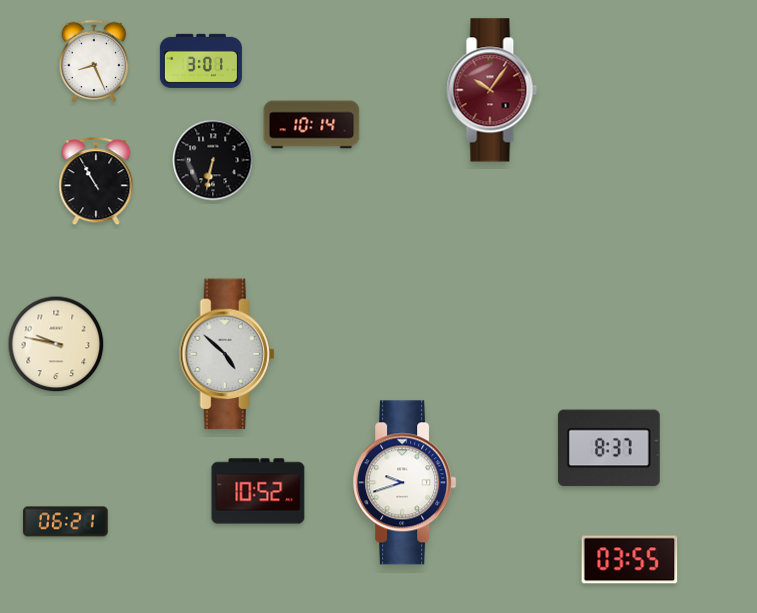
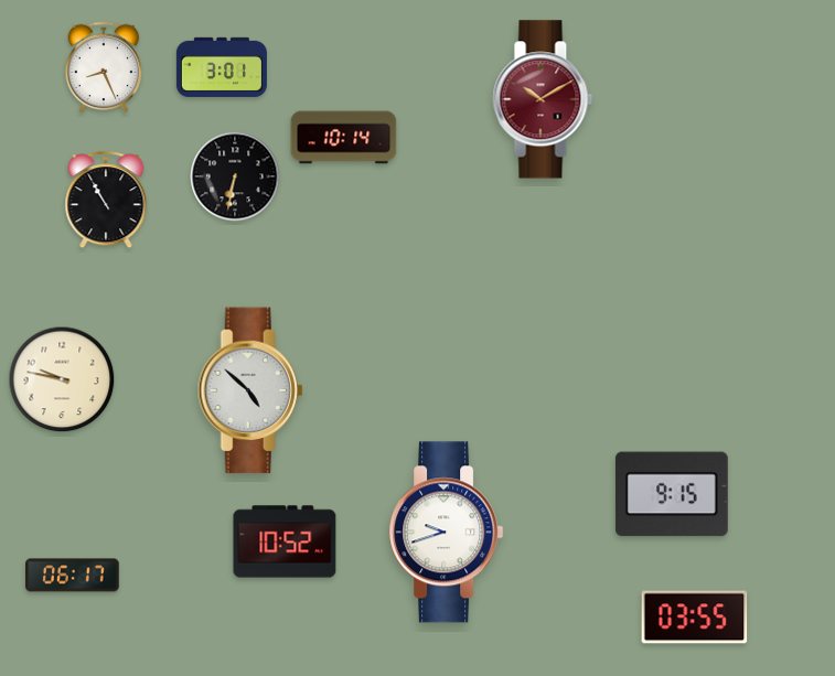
clock at (492, 90): 10:06 -> 10:10
clock at (609, 448): 8:37 -> 9:15
clock at (66, 522): 06:21 -> 06:17
